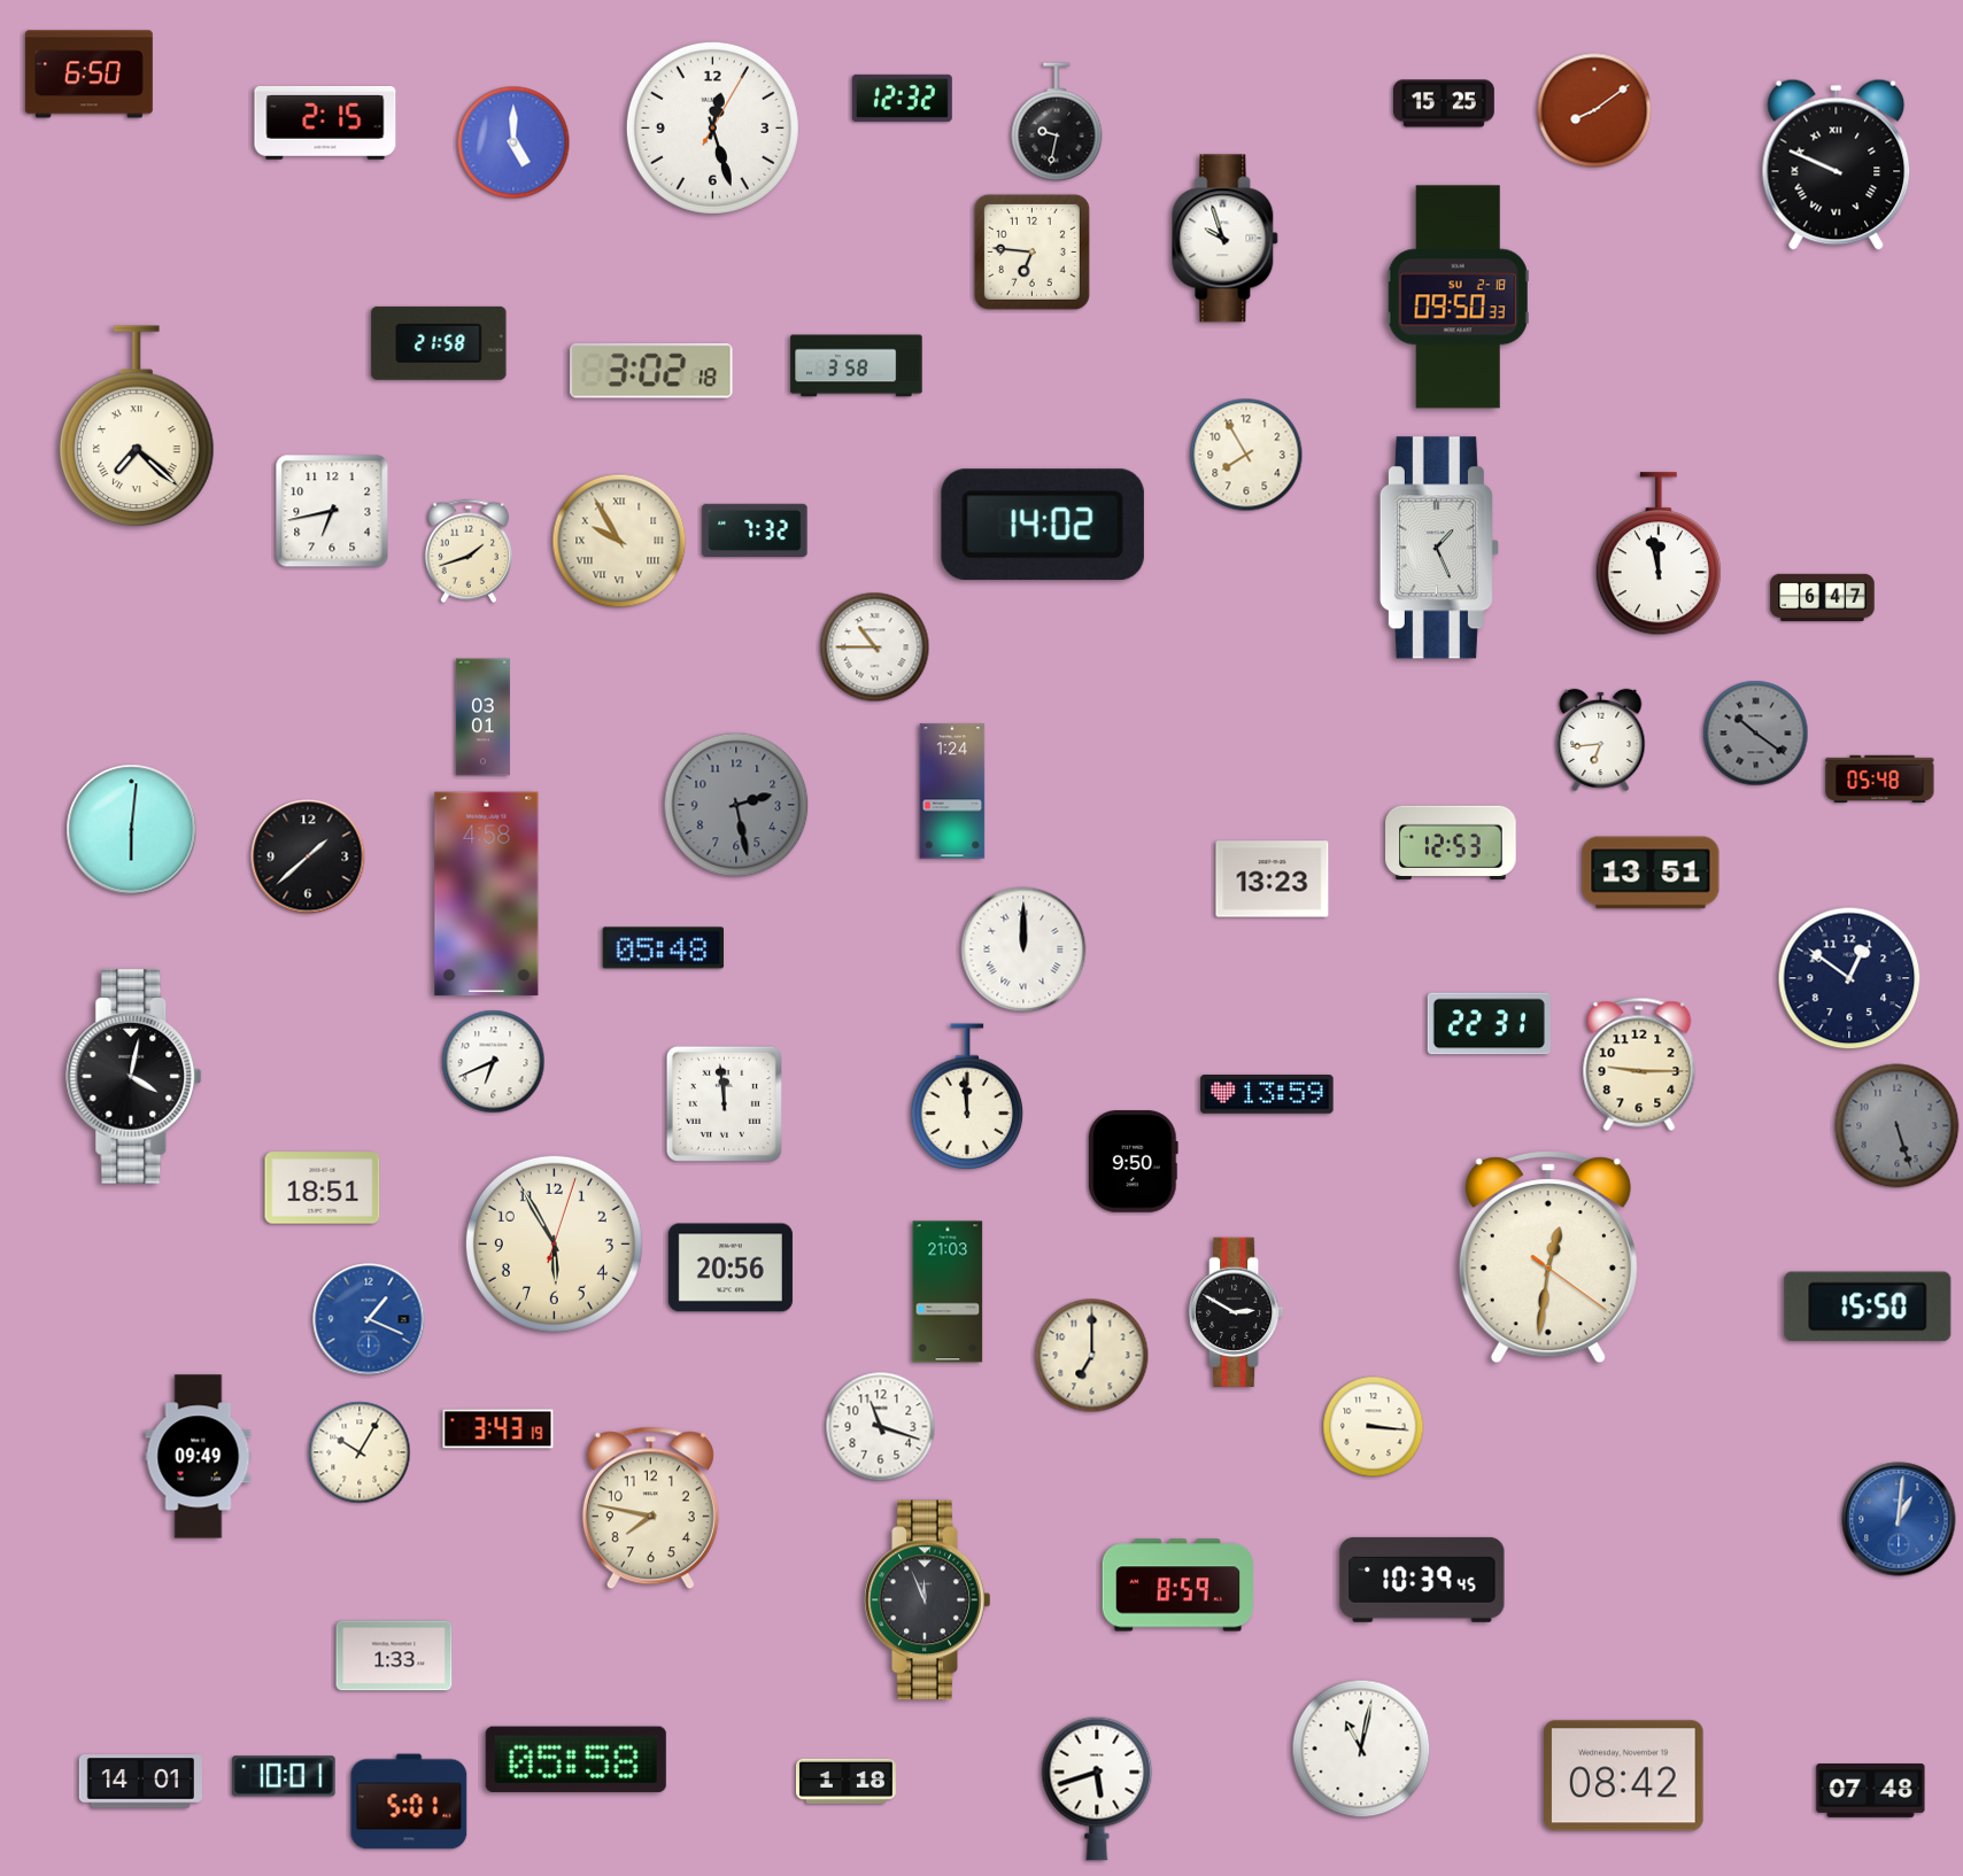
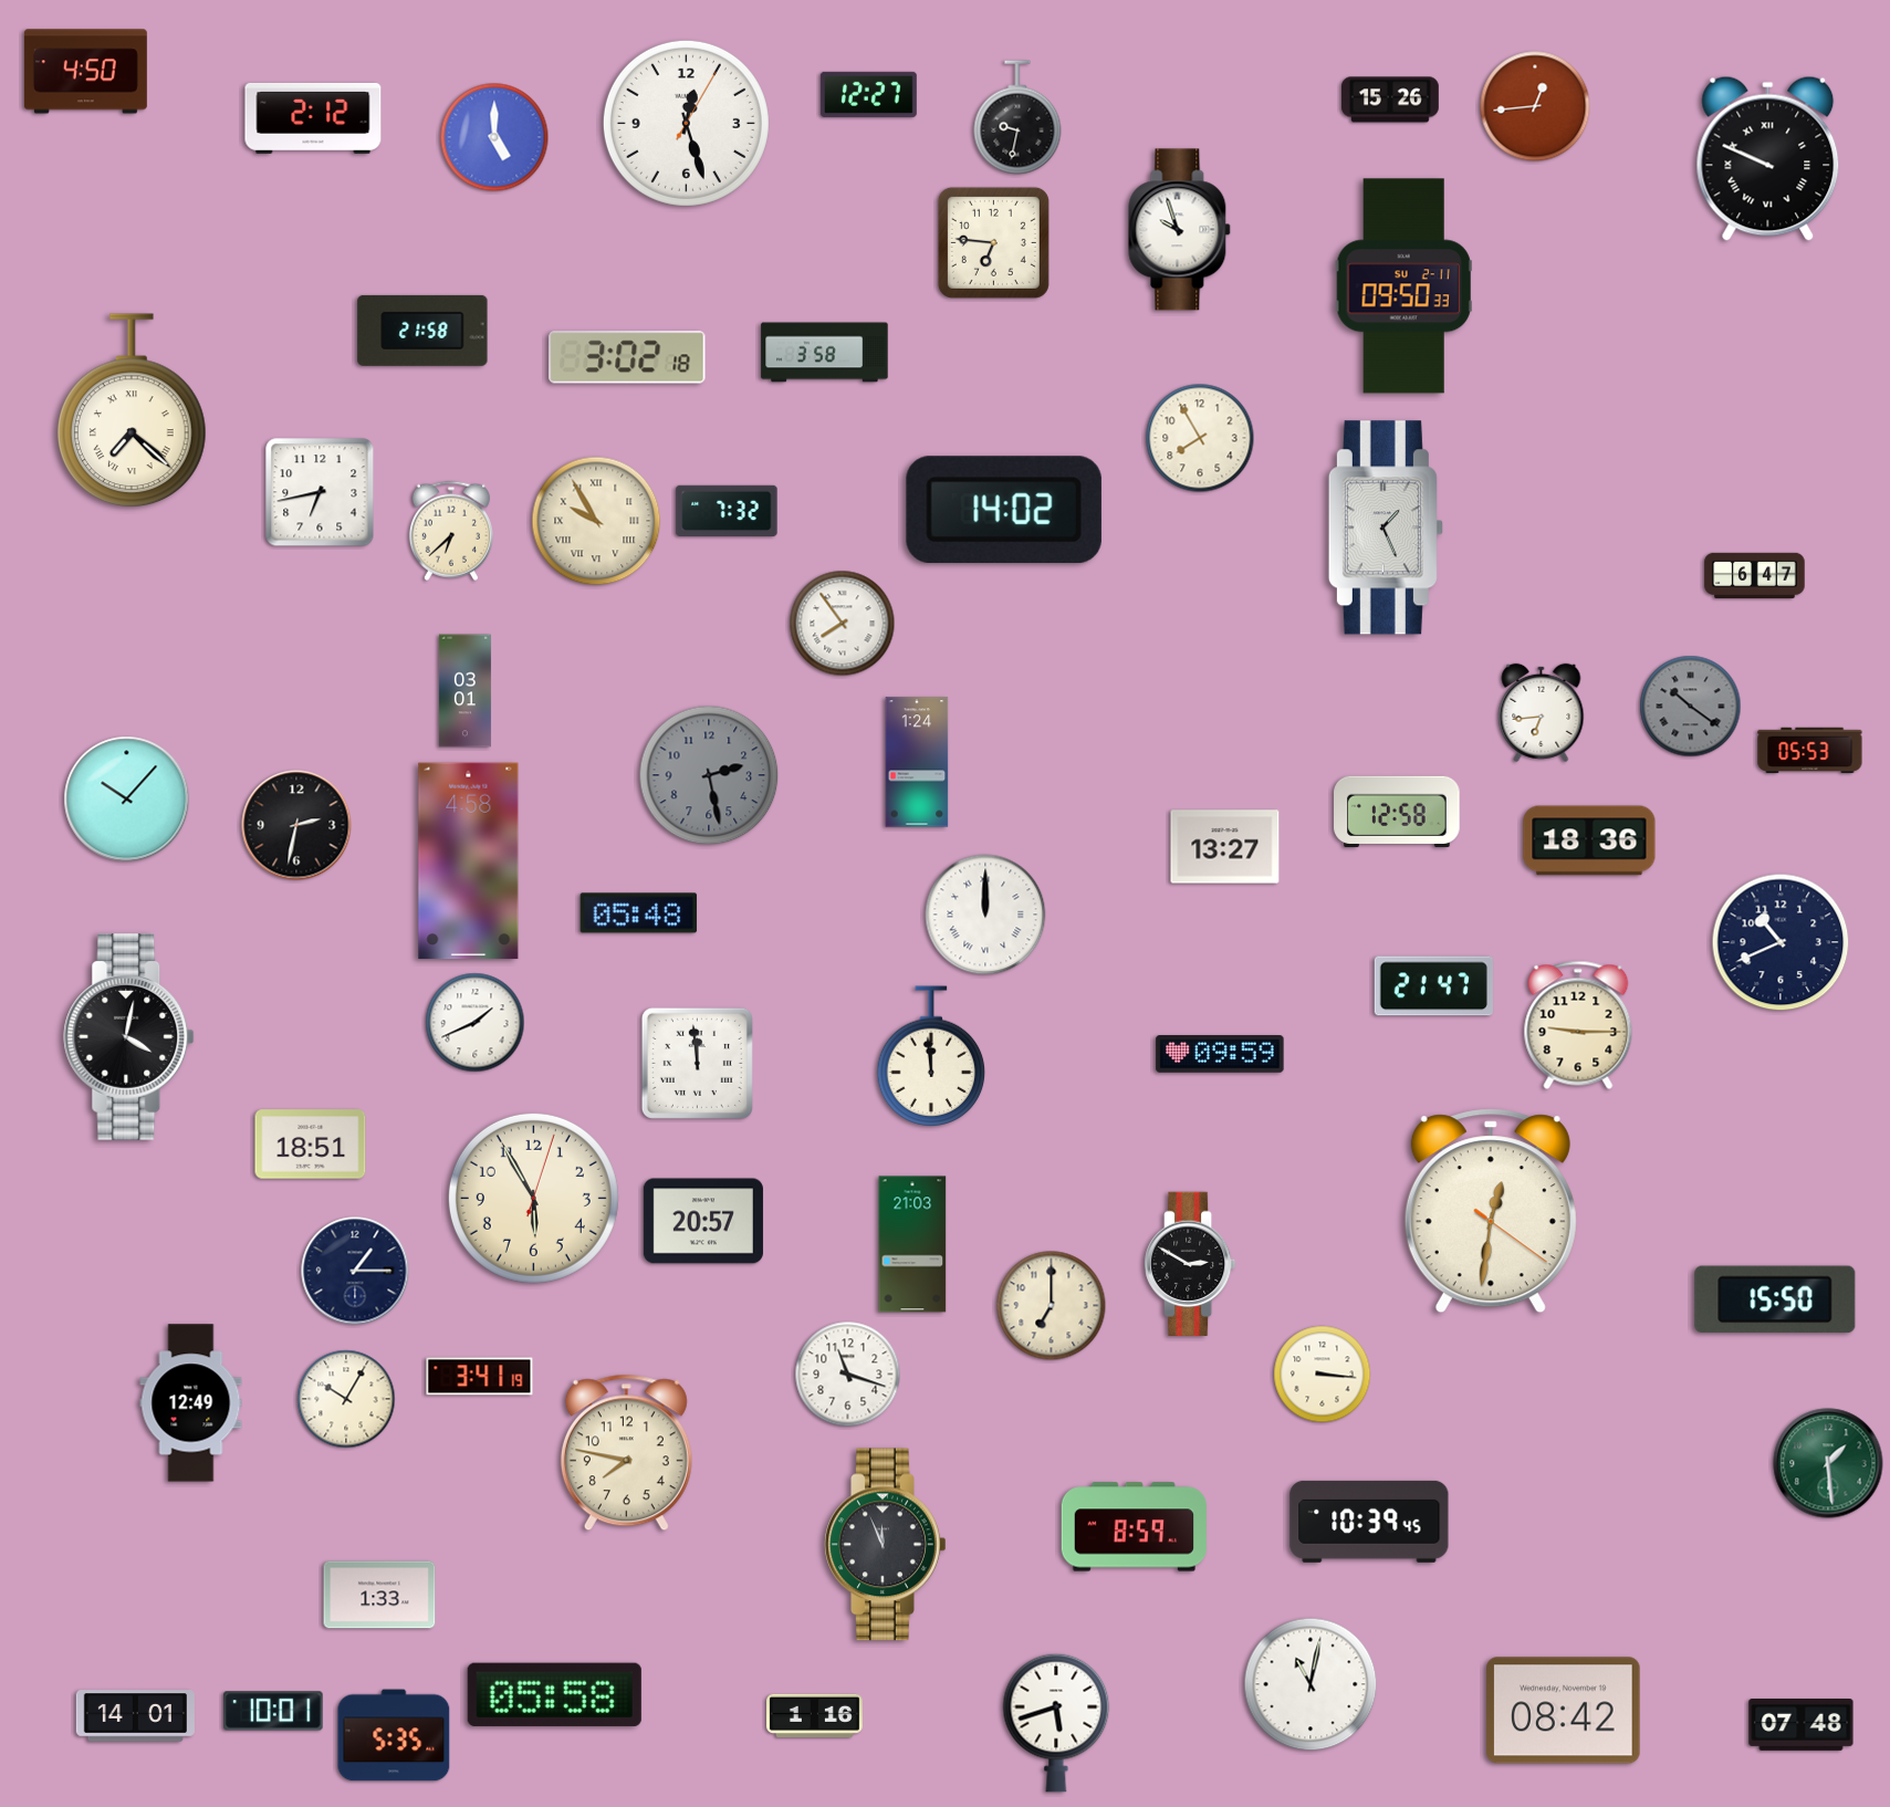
clock at (88, 75): 6:50 -> 4:50
clock at (902, 98): 12:32 -> 12:27
clock at (1444, 103): 15:25 -> 15:26
clock at (1594, 110): 8:09 -> 12:44
clock at (325, 123): 2:15 -> 2:12
clock at (1458, 297) date: SU 2-18 -> SU 2-11
clock at (1043, 525) position: (1043, 525) -> (1004, 510)
clock at (469, 551): 1:42 -> 6:38
clock at (1659, 555): 11:58 -> none
clock at (875, 648): 10:45 -> 7:54
clock at (1880, 780): 05:48 -> 05:53
clock at (132, 830): 6:01 -> 10:07
clock at (1451, 843): 12:53 -> 12:58
clock at (308, 856): 1:38 -> 2:32
clock at (1651, 873): 13:51 -> 18:36
clock at (1273, 879): 13:23 -> 13:27
clock at (1849, 978): 12:51 -> 10:41
clock at (1489, 1024): 22:31 -> 21:47
clock at (494, 1062): 6:41 -> 1:41
clock at (1267, 1095): 13:59 -> 09:59
clock at (1898, 1126): 5:27 -> none
clock at (1133, 1162): 9:50 -> none
clock at (731, 1268): 20:56 -> 20:57
clock at (1868, 1307) position: (1868, 1307) -> (1775, 1299)
clock at (369, 1319): 1:19 -> 1:15
clock at (369, 1319) dial: blue -> navy
clock at (499, 1429): 3:43 -> 3:41
clock at (199, 1457): 09:49 -> 12:49
clock at (1899, 1519): 1:01 -> 1:29
clock at (1899, 1519) dial: blue -> green
clock at (928, 1600) position: (928, 1600) -> (886, 1545)
clock at (847, 1781): 1:18 -> 1:16
clock at (409, 1801): 5:01 -> 5:35
